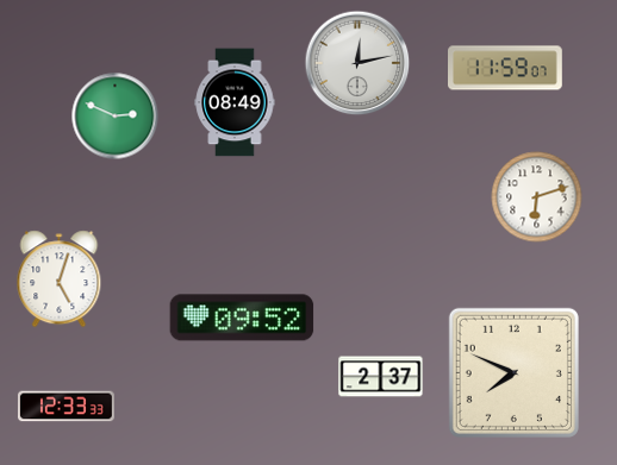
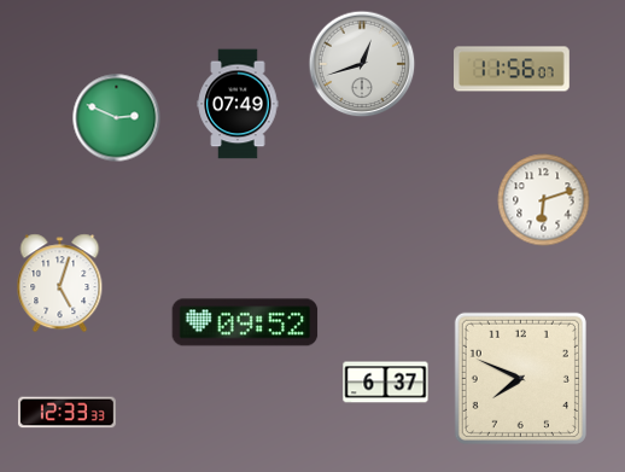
clock at (357, 63): 12:13 -> 12:42
clock at (506, 68): 11:59 -> 11:56
clock at (235, 102): 08:49 -> 07:49
clock at (381, 377): 2:37 -> 6:37
